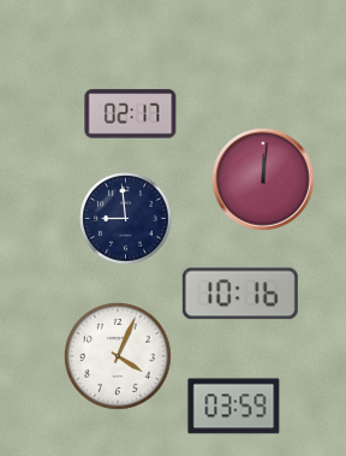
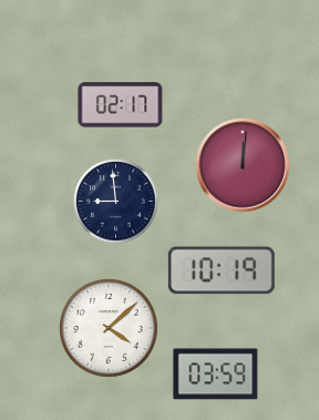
clock at (240, 294): 10:16 -> 10:19
clock at (119, 357): 4:04 -> 4:08
